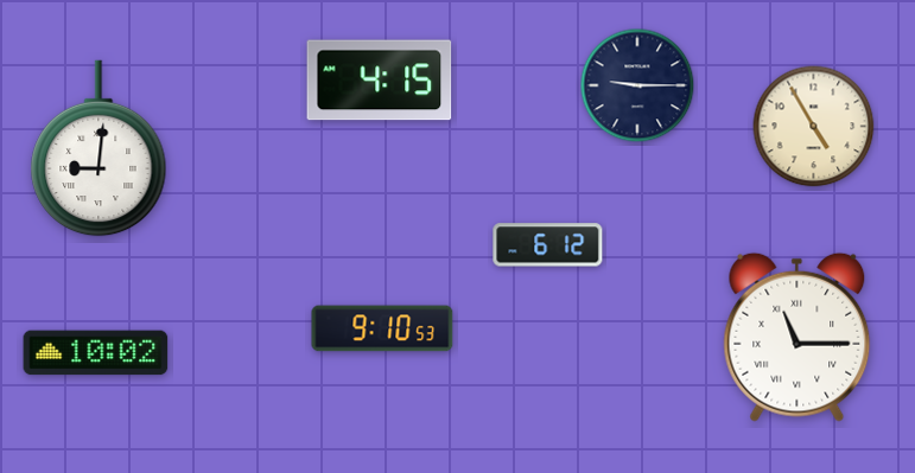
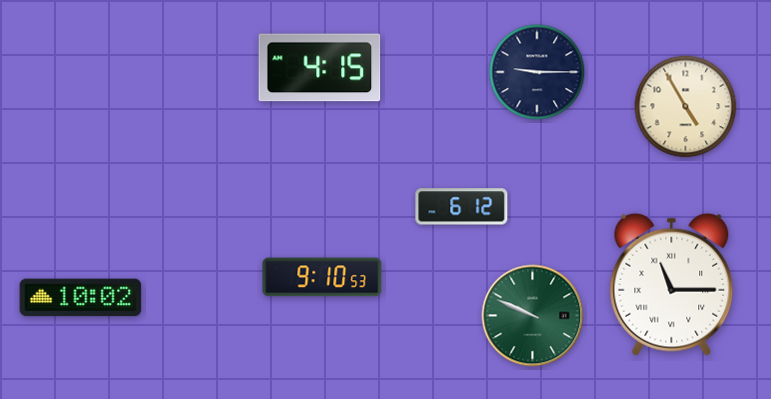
clock at (99, 148): 9:01 -> none
clock at (533, 316): none -> 9:49
